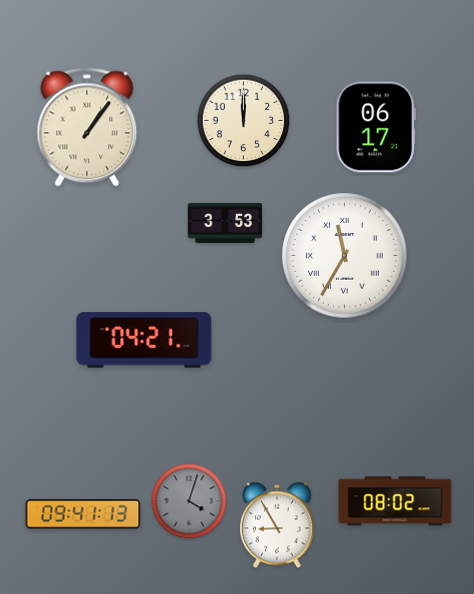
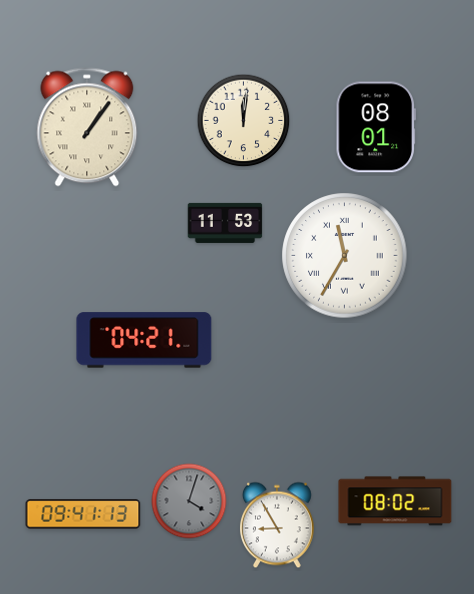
clock at (244, 121): 12:00 -> 12:01
clock at (376, 127): 06:17 -> 08:01
clock at (225, 223): 3:53 -> 11:53
